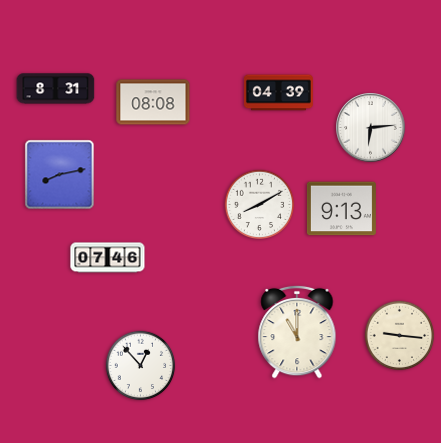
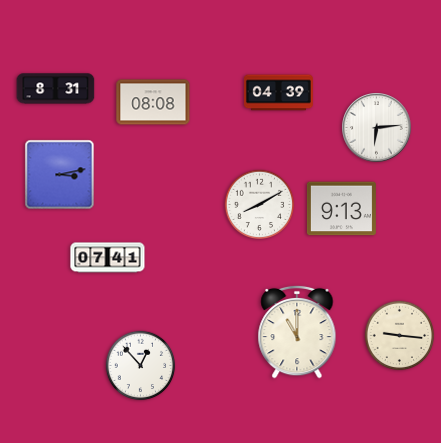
clock at (371, 128) position: (371, 128) -> (377, 128)
clock at (60, 175): 8:13 -> 3:13
clock at (108, 258): 07:46 -> 07:41
